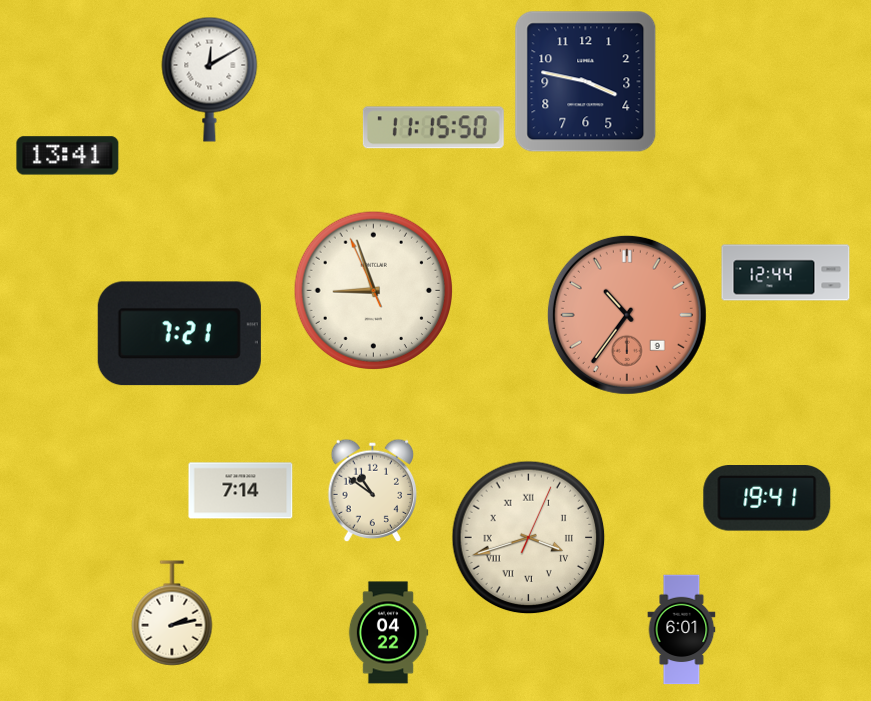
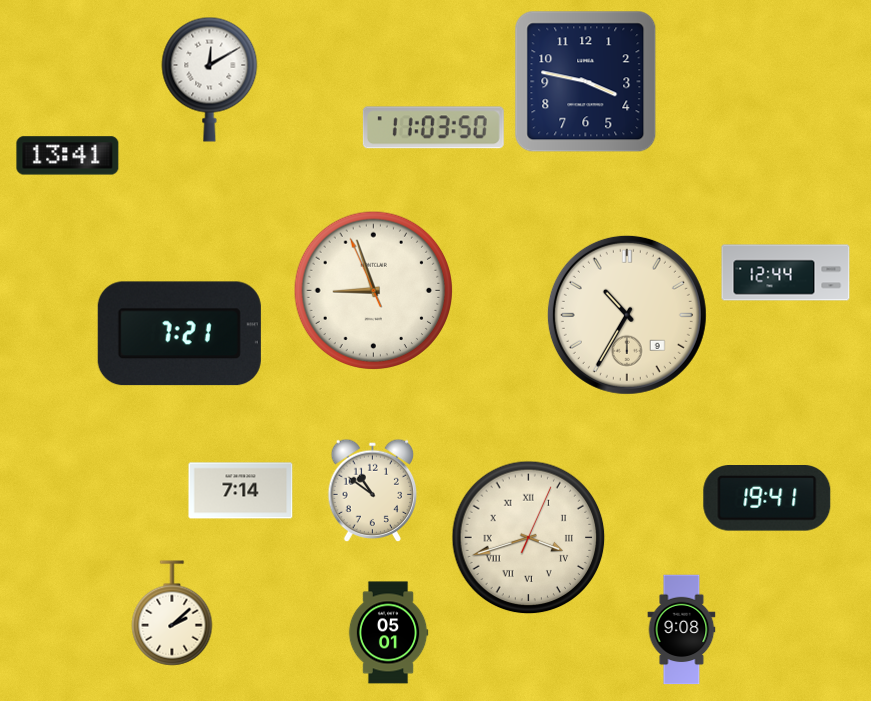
clock at (433, 128): 11:15 -> 11:03
clock at (627, 315): 10:36 -> 10:35
clock at (627, 315) dial: salmon -> cream
clock at (172, 613): 2:13 -> 2:08
clock at (682, 630): 6:01 -> 9:08
clock at (388, 633): 04:22 -> 05:01
